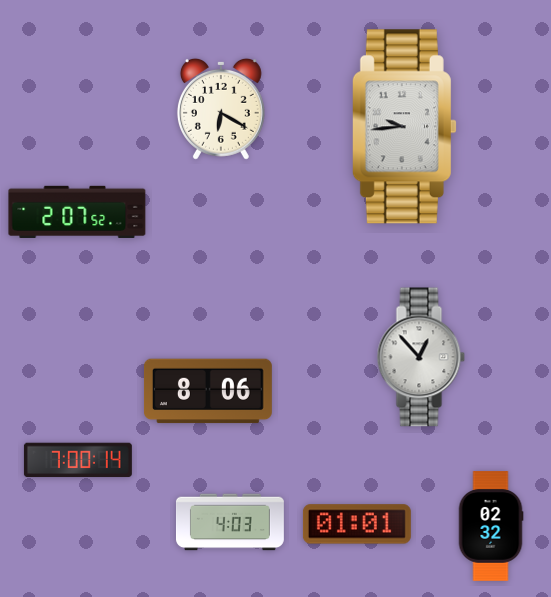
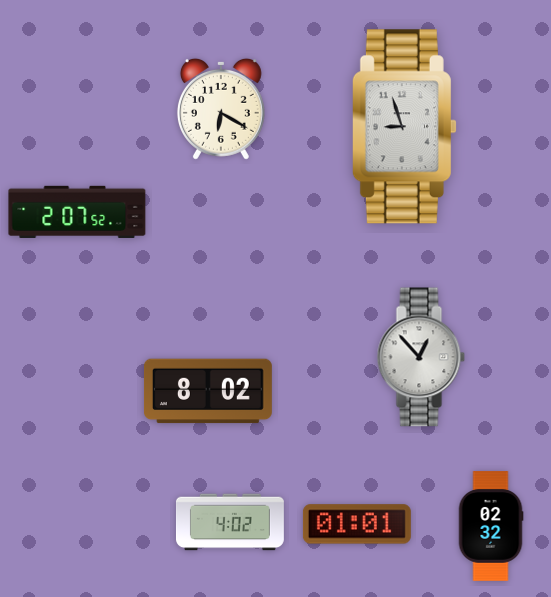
clock at (404, 127): 9:44 -> 8:57
clock at (208, 391): 8:06 -> 8:02
clock at (78, 460): 7:00 -> none
clock at (230, 522): 4:03 -> 4:02
